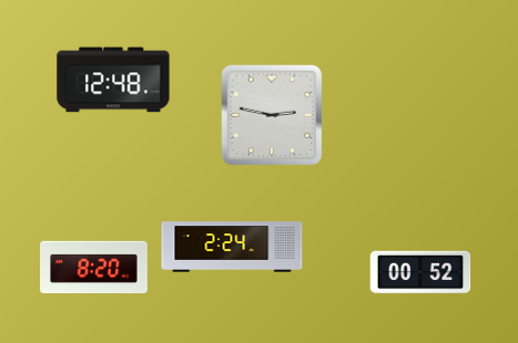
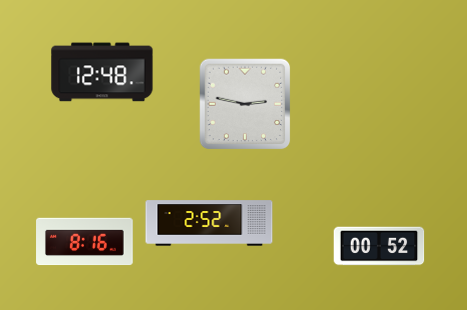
clock at (232, 247): 2:24 -> 2:52
clock at (94, 268): 8:20 -> 8:16
